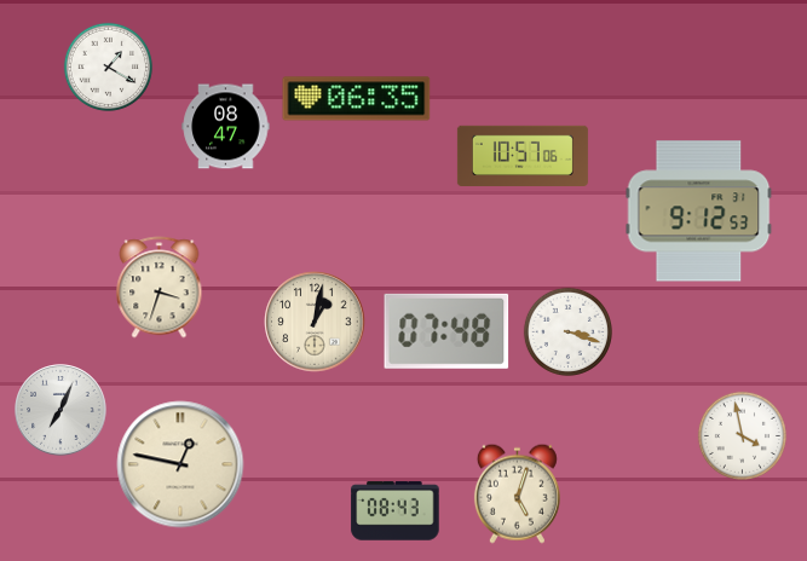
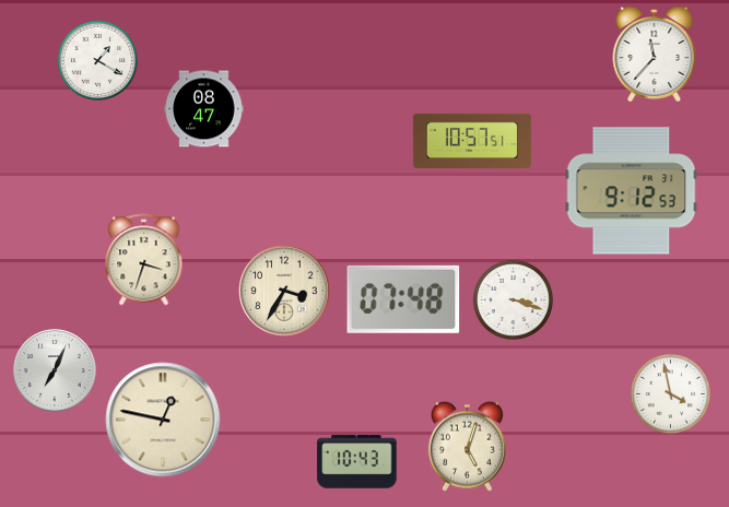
clock at (655, 54): none -> 11:37
clock at (357, 99): 06:35 -> none
clock at (226, 127) position: (226, 127) -> (204, 109)
clock at (523, 155): 10:57:06 -> 10:57:51
clock at (315, 322): 1:02 -> 3:35
clock at (396, 511): 08:43 -> 10:43
